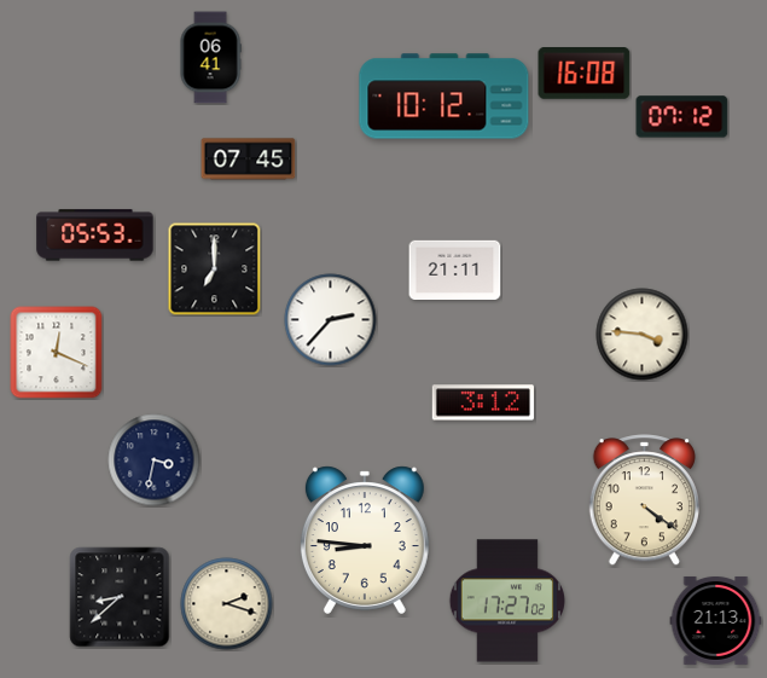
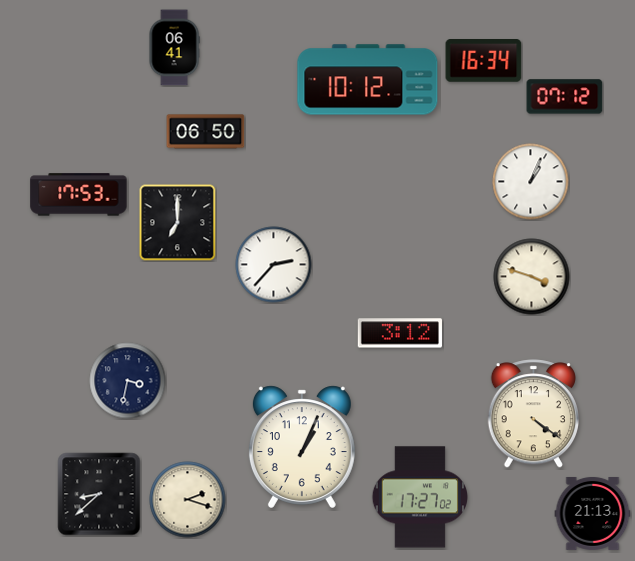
clock at (585, 74): 16:08 -> 16:34
clock at (249, 160): 07:45 -> 06:50
clock at (531, 182): none -> 1:04
clock at (95, 236): 05:53 -> 17:53
clock at (455, 271): 21:11 -> none
clock at (643, 335): 3:46 -> 3:48
clock at (57, 353): 12:19 -> none
clock at (365, 540): 8:46 -> 1:04
